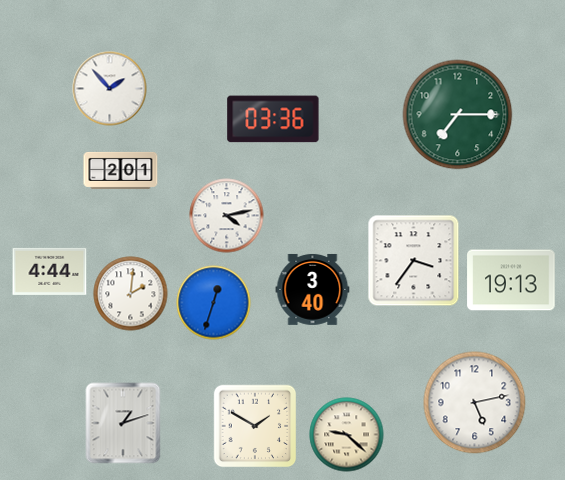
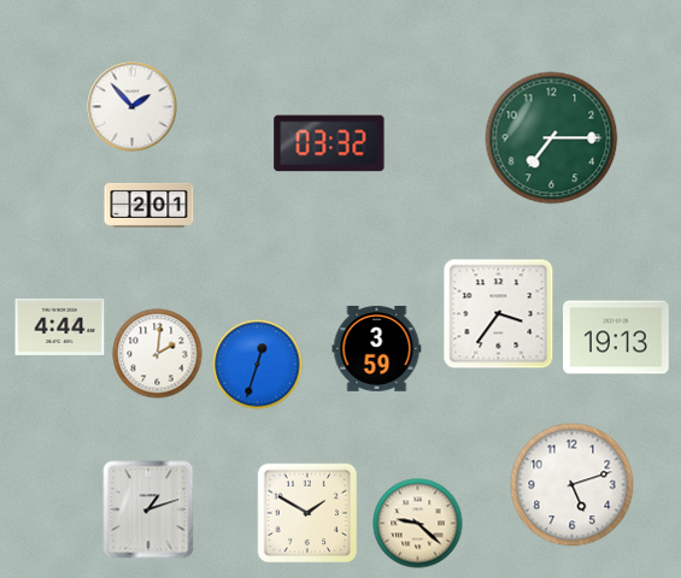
clock at (273, 119): 03:36 -> 03:32
clock at (121, 170) position: (121, 170) -> (149, 205)
clock at (227, 216): 4:13 -> none
clock at (313, 290): 3:40 -> 3:59
clock at (475, 403): 5:13 -> 5:12
